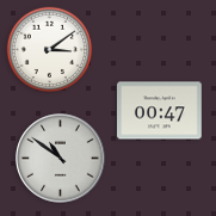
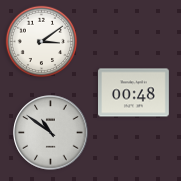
clock at (160, 111): 00:47 -> 00:48
